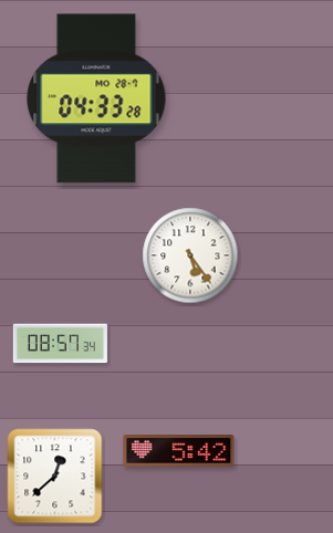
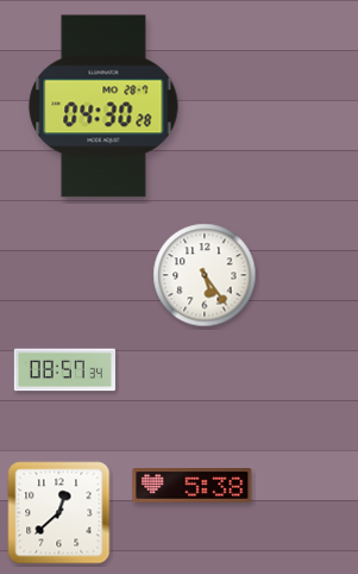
clock at (96, 98): 04:33 -> 04:30
clock at (179, 451): 5:42 -> 5:38
